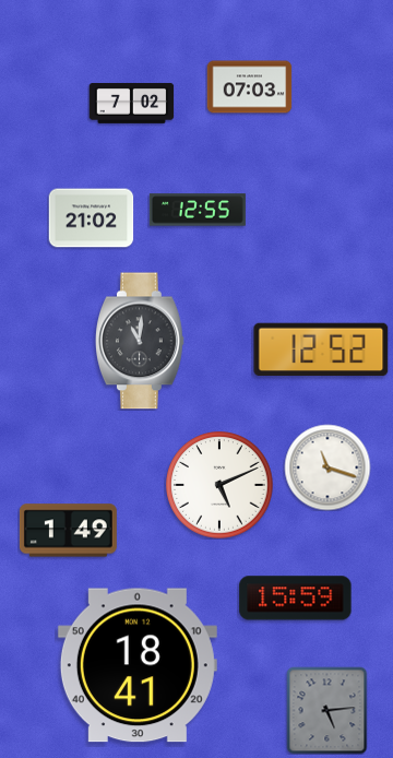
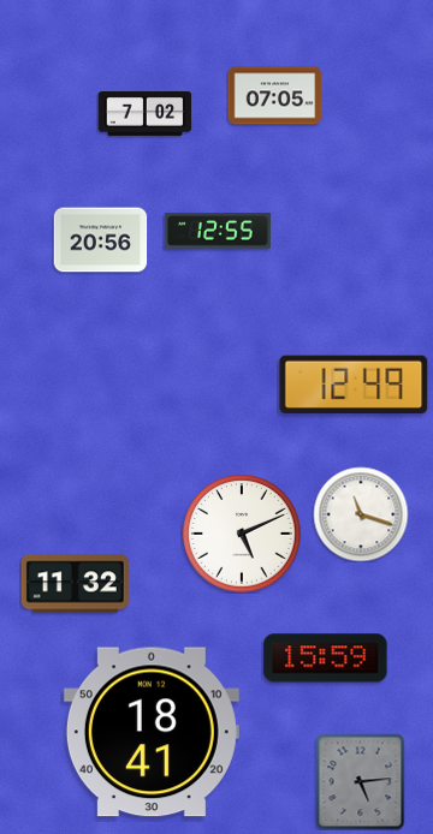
clock at (249, 87): 07:03 -> 07:05
clock at (91, 218): 21:02 -> 20:56
clock at (141, 341): 11:01 -> none
clock at (321, 350): 12:52 -> 12:49
clock at (68, 531): 1:49 -> 11:32
